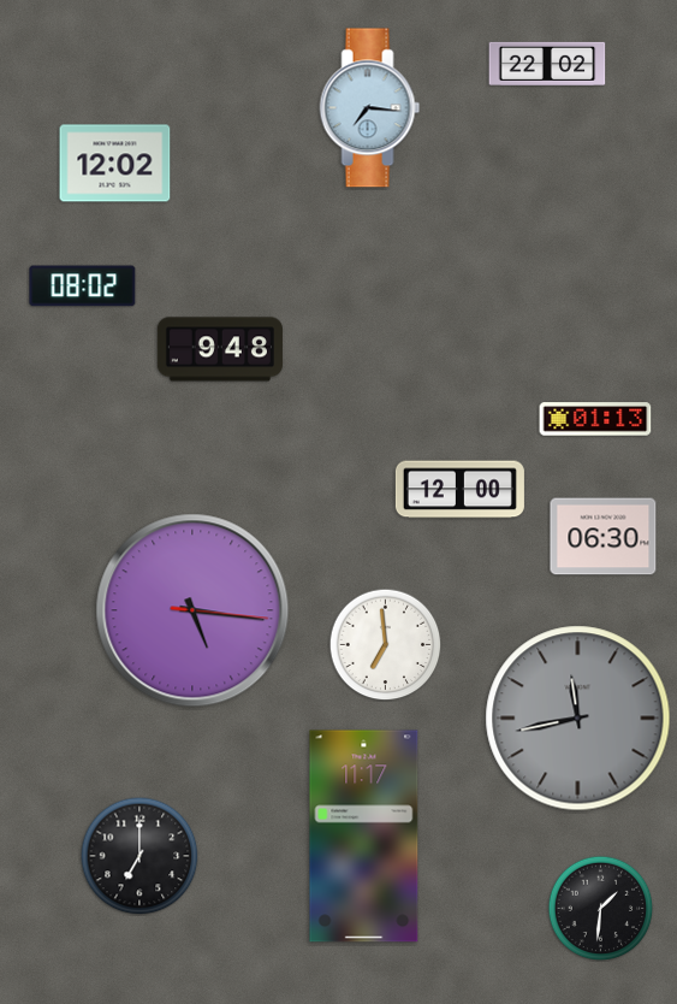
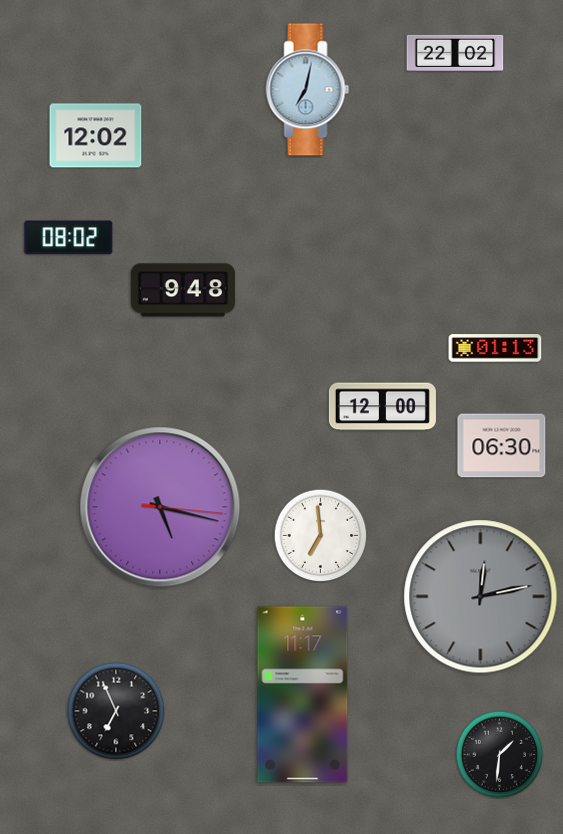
clock at (370, 108): 7:16 -> 7:02
clock at (192, 610): 5:16 -> 5:17
clock at (578, 719): 11:43 -> 12:13
clock at (139, 856): 7:00 -> 6:56
